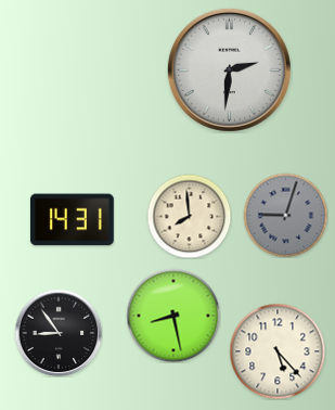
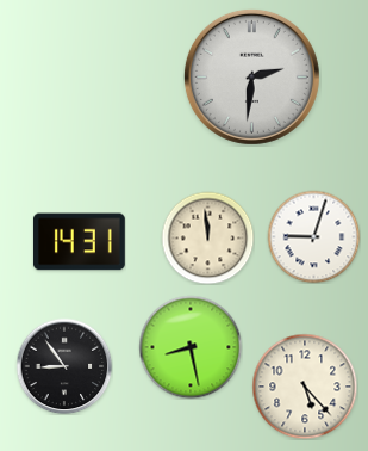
clock at (285, 215) dial: grey -> white
clock at (189, 216): 7:59 -> 11:59
